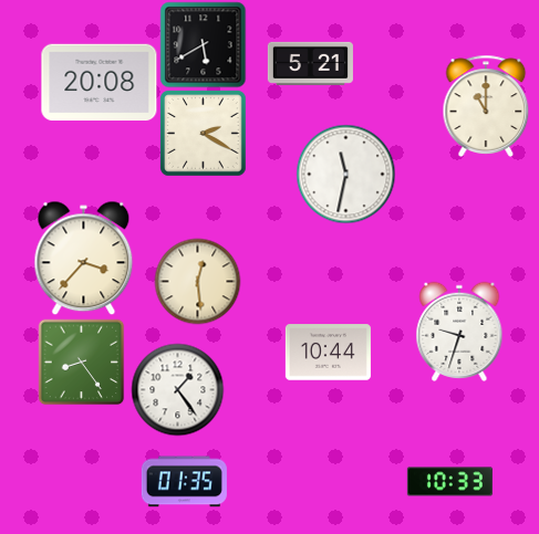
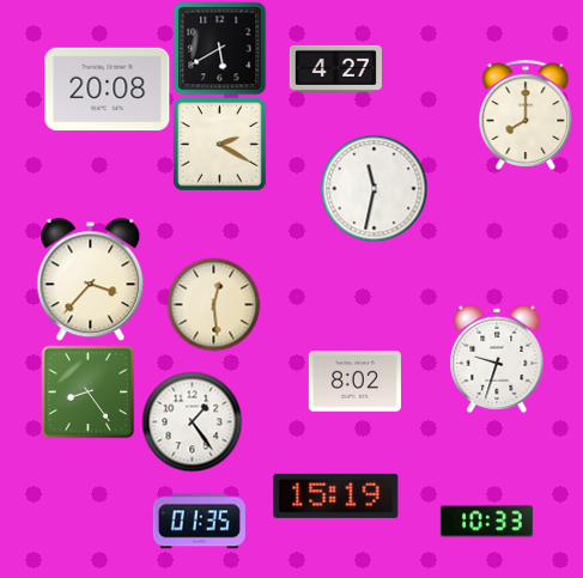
clock at (310, 63): 5:21 -> 4:27
clock at (486, 106): 11:00 -> 8:00
clock at (328, 353): 10:44 -> 8:02
clock at (336, 495): none -> 15:19
